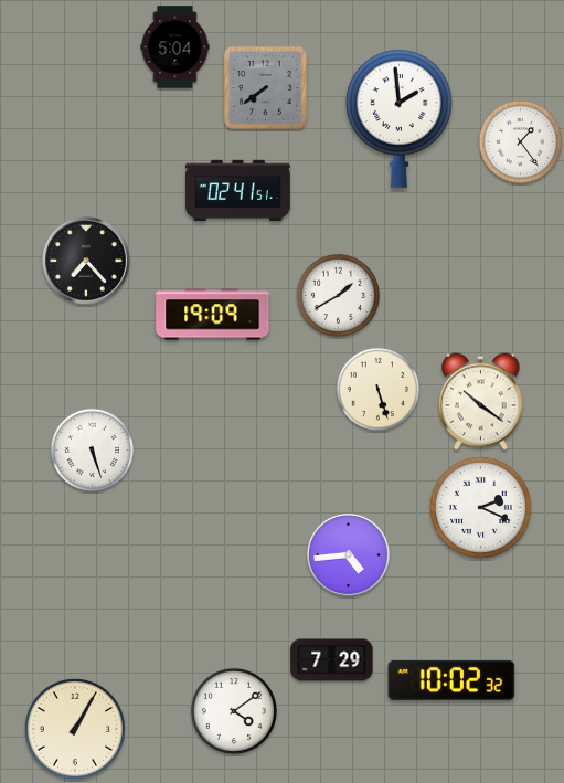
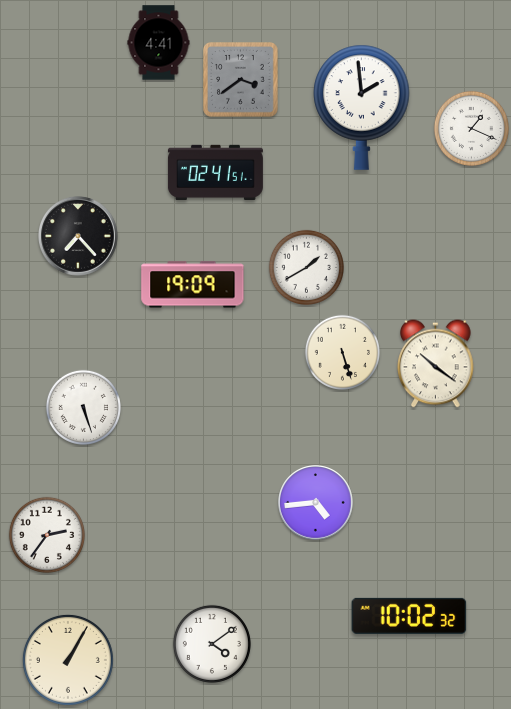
clock at (175, 47): 5:04 -> 4:41
clock at (266, 88): 7:39 -> 3:39
clock at (520, 141): 1:24 -> 1:19
clock at (480, 507): 2:19 -> none
clock at (47, 535): none -> 2:36
clock at (332, 660): 7:29 -> none
